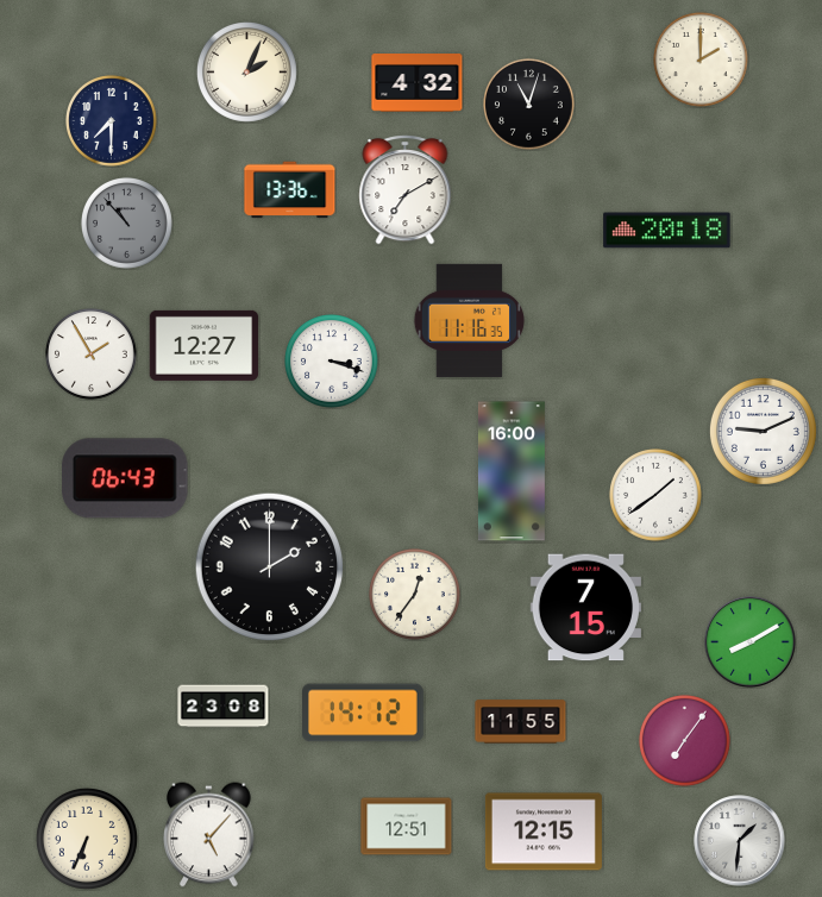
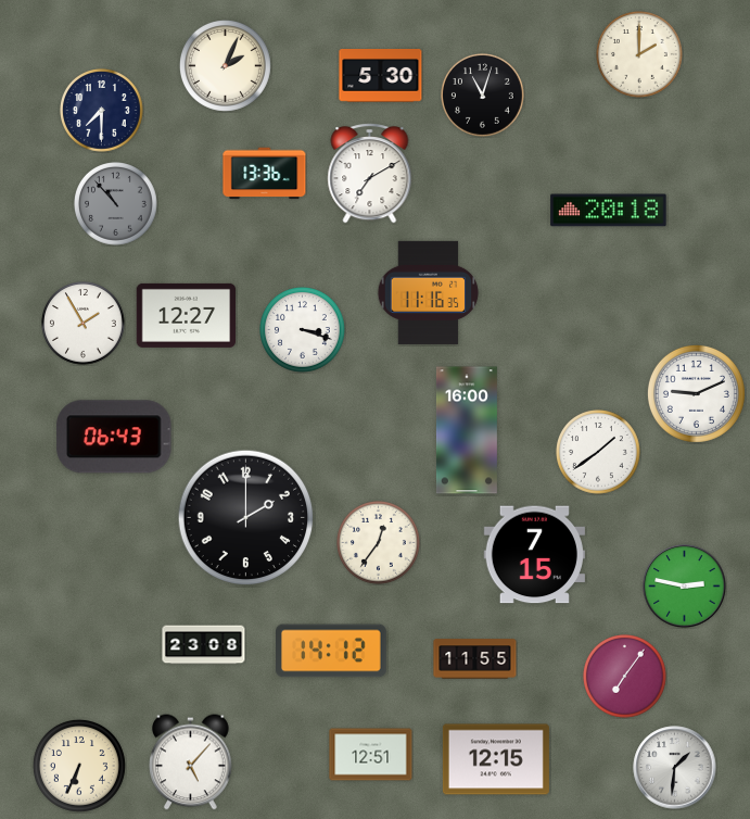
clock at (418, 83): 4:32 -> 5:30
clock at (751, 642): 8:10 -> 2:47
